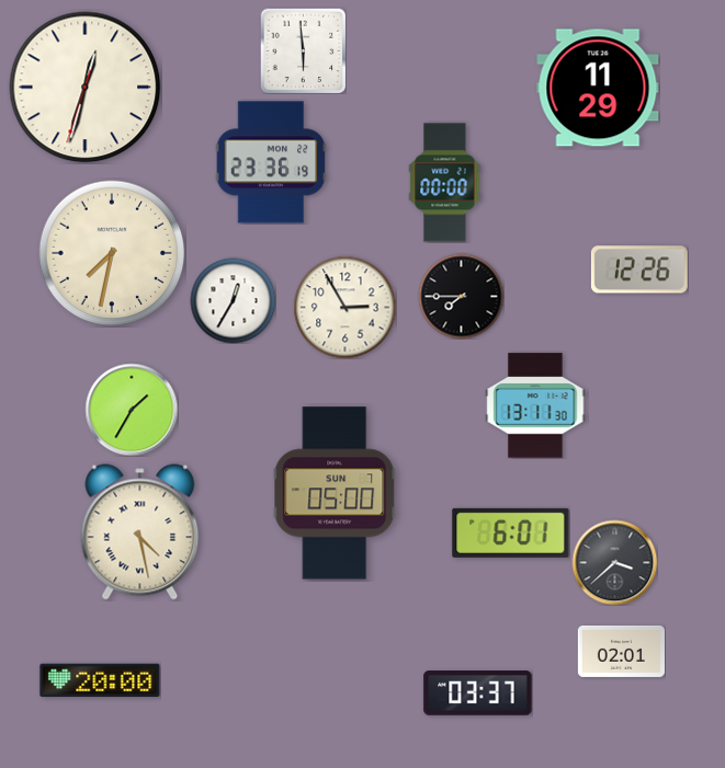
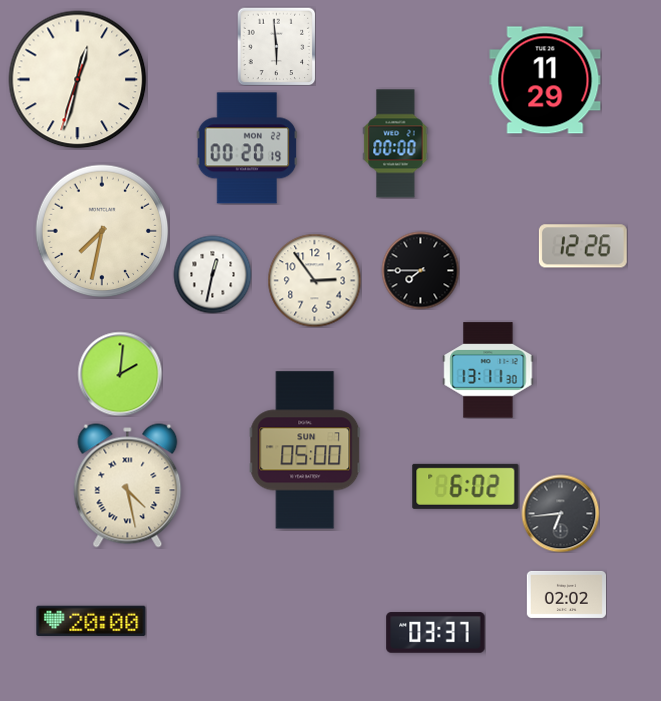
clock at (271, 162): 23:36 -> 00:20
clock at (445, 183) position: (445, 183) -> (396, 144)
clock at (233, 300): 12:35 -> 12:32
clock at (344, 307): 2:55 -> 2:54
clock at (132, 410): 1:35 -> 2:01
clock at (511, 532): 6:01 -> 6:02
clock at (614, 562): 3:38 -> 6:44
clock at (621, 651): 02:01 -> 02:02
